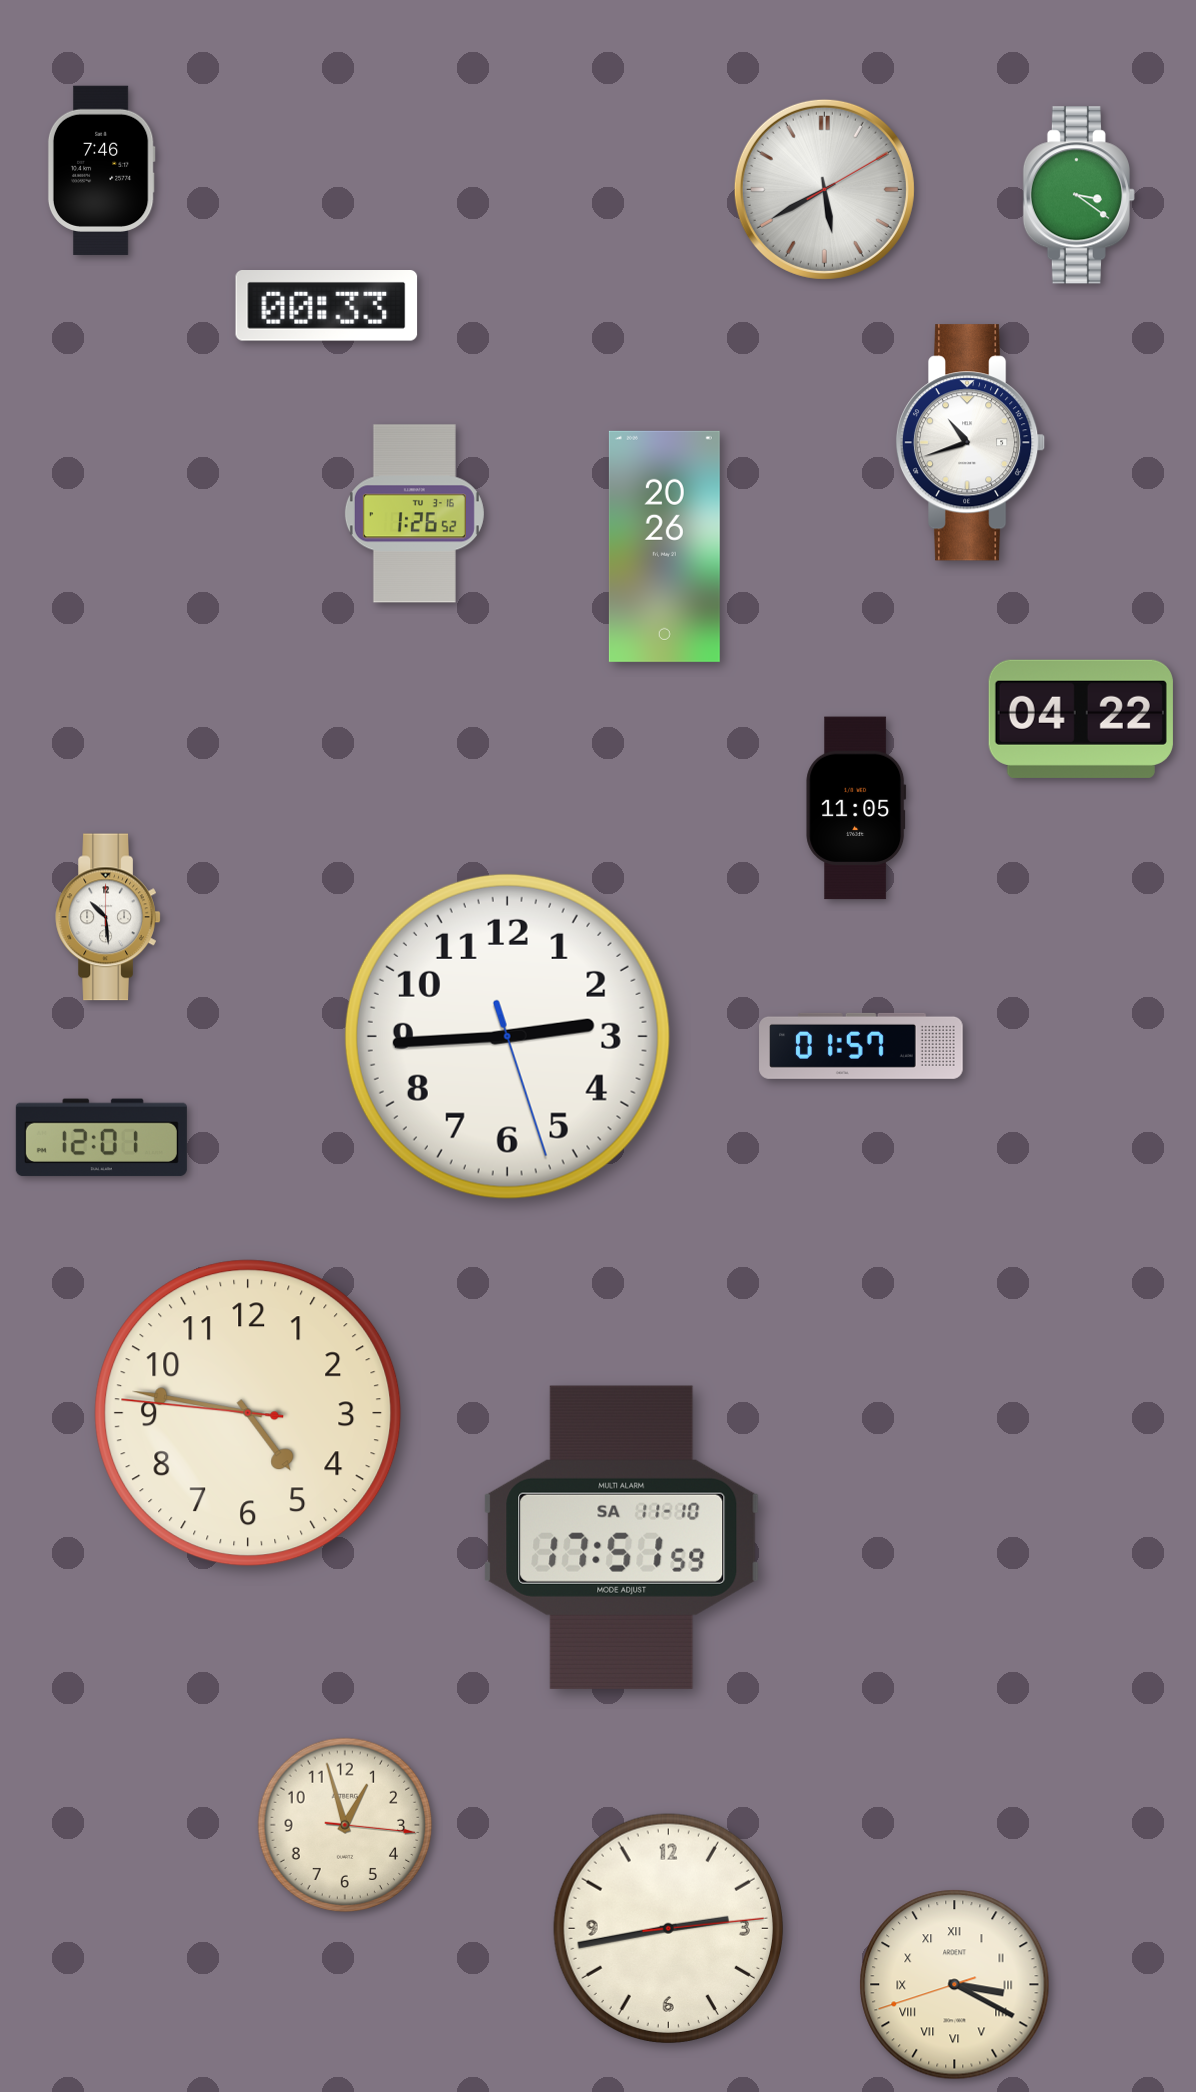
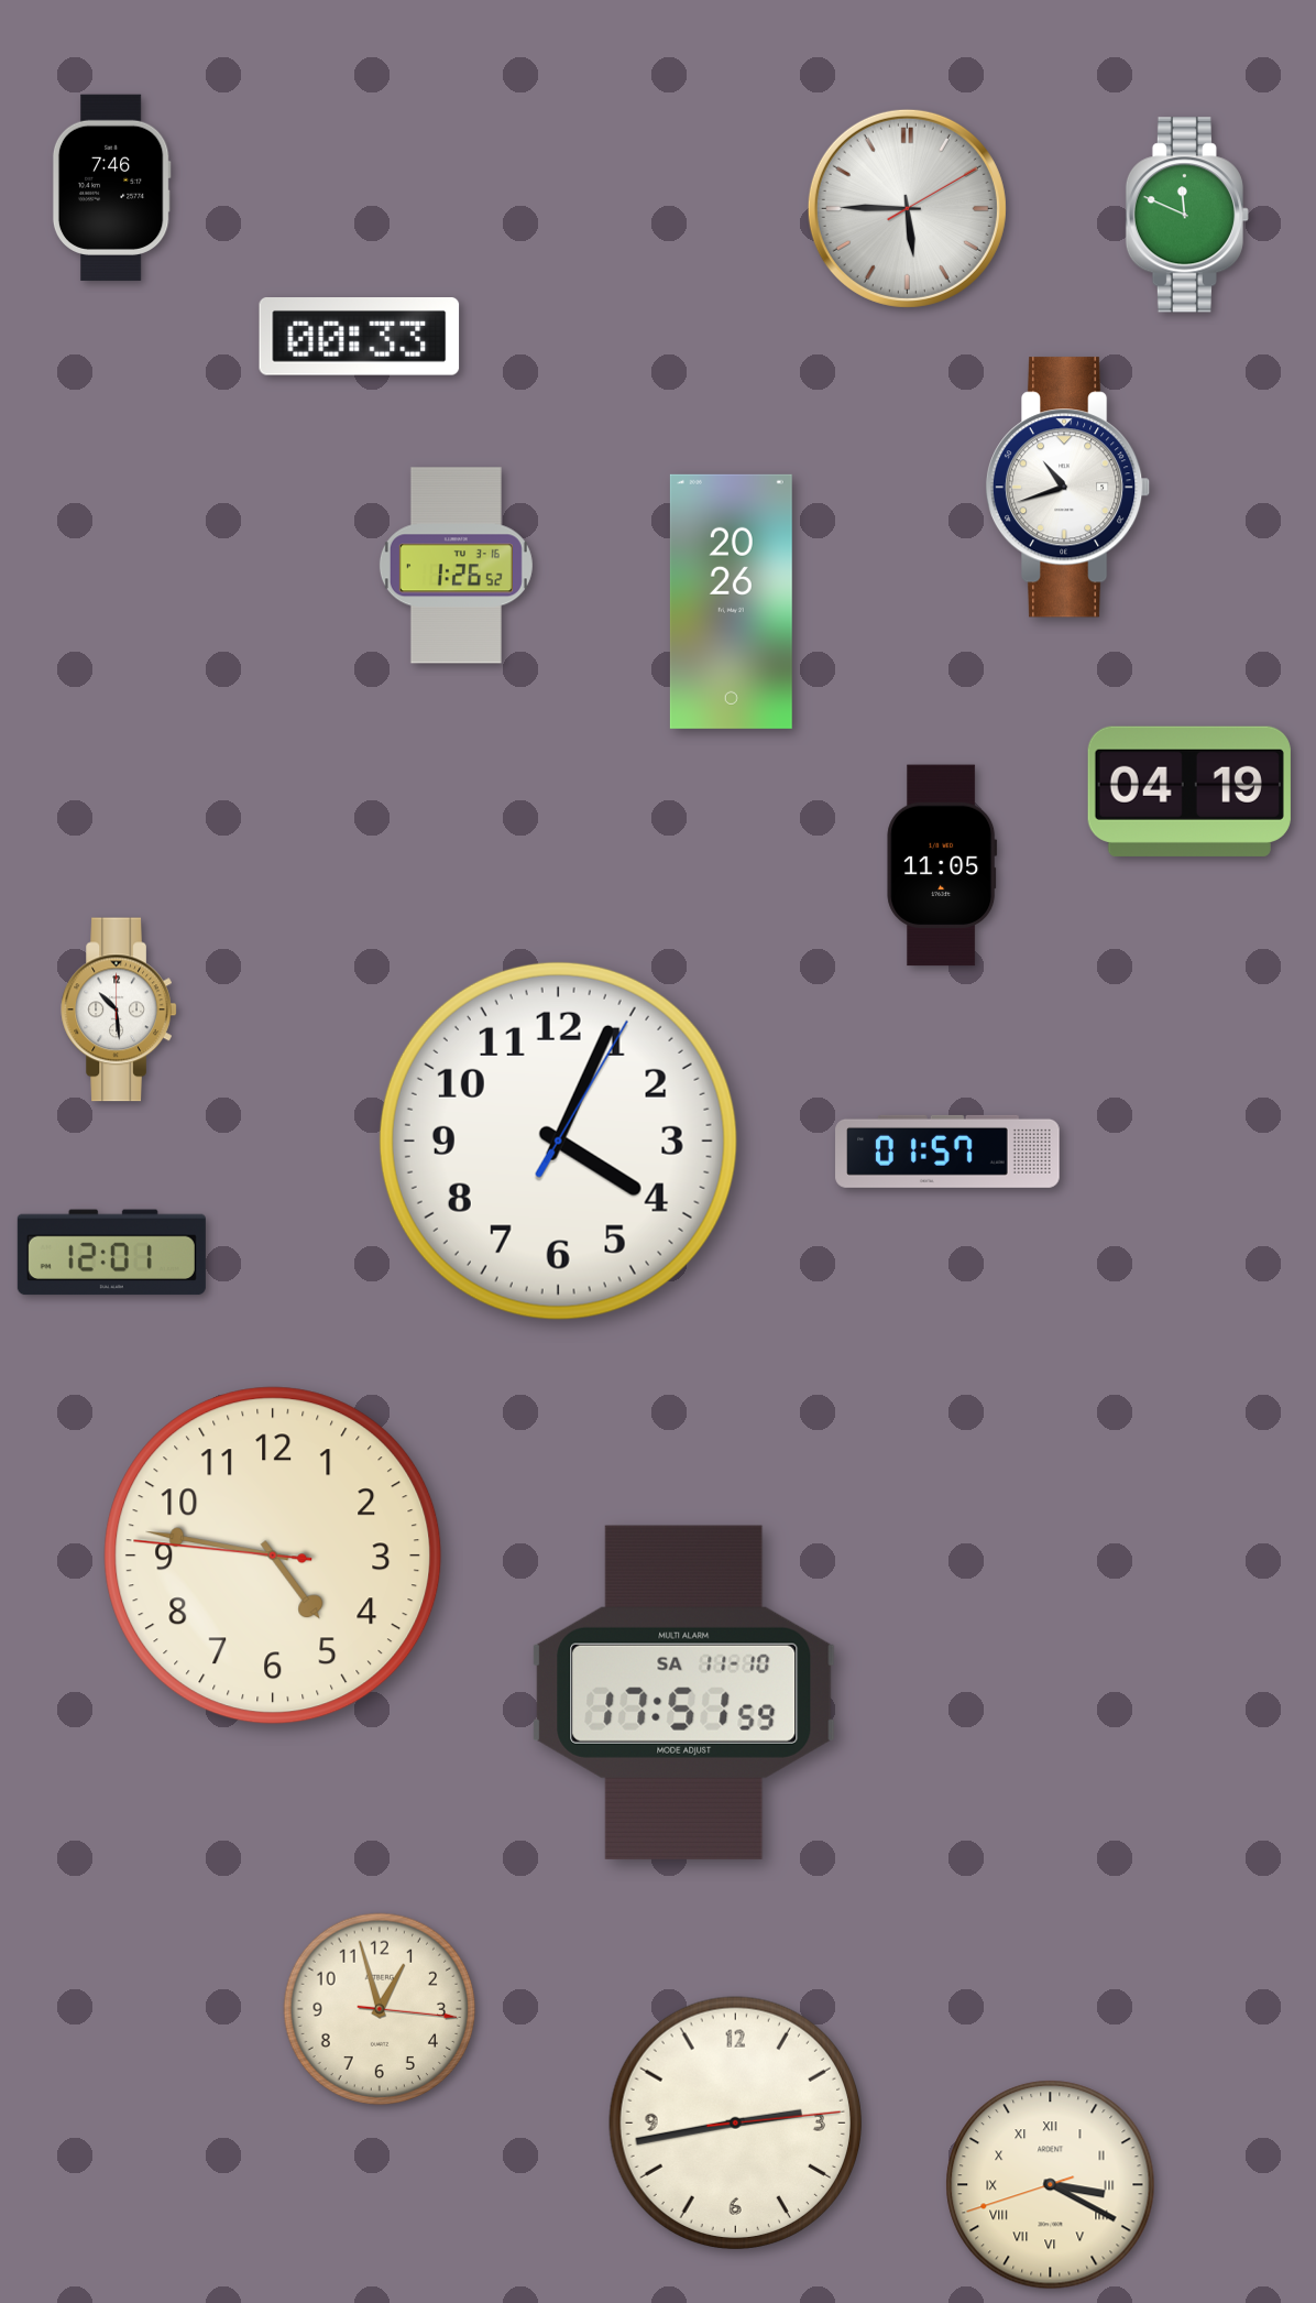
clock at (824, 189): 5:40 -> 5:45
clock at (1079, 195): 3:21 -> 11:49
clock at (1081, 719): 04:22 -> 04:19
clock at (856, 808) position: (856, 808) -> (942, 865)
clock at (507, 1036): 2:44 -> 4:04
